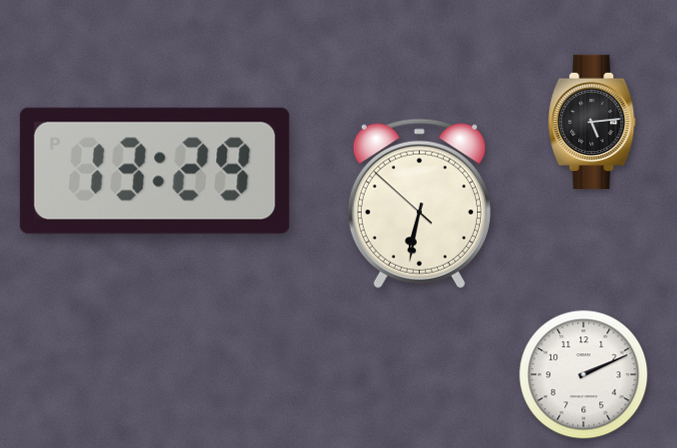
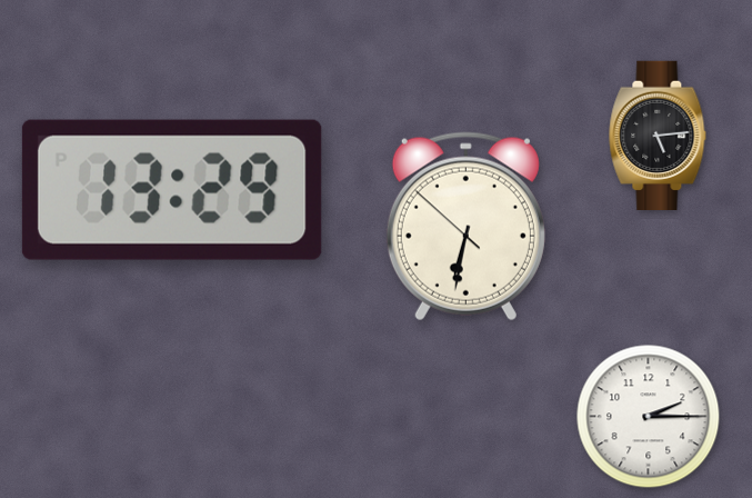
clock at (584, 375): 2:11 -> 2:15
